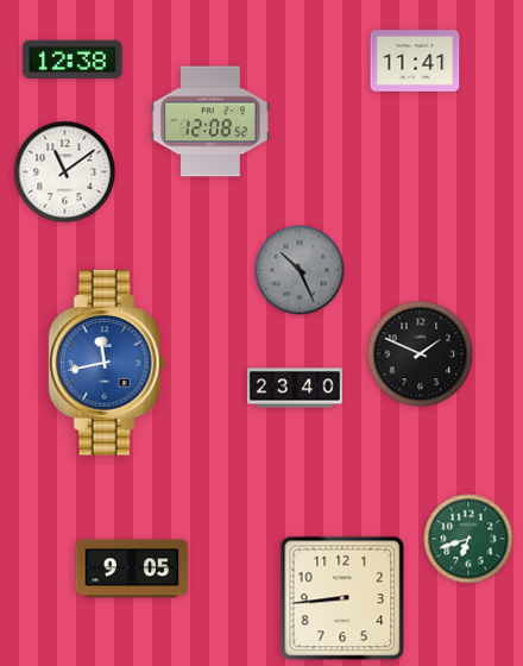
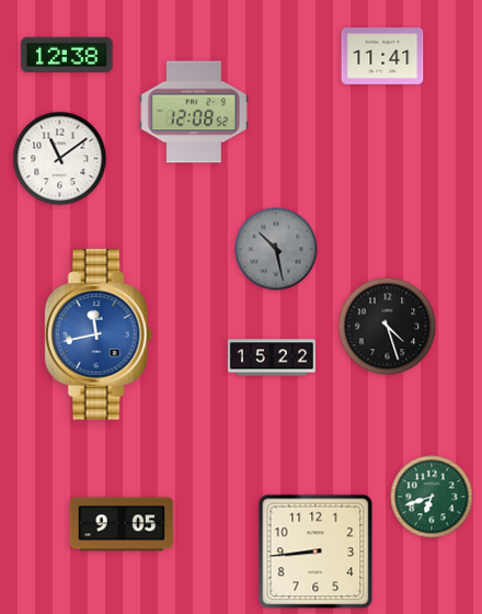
clock at (300, 270): 10:26 -> 10:28
clock at (421, 354): 1:49 -> 4:27
clock at (295, 388): 23:40 -> 15:22
